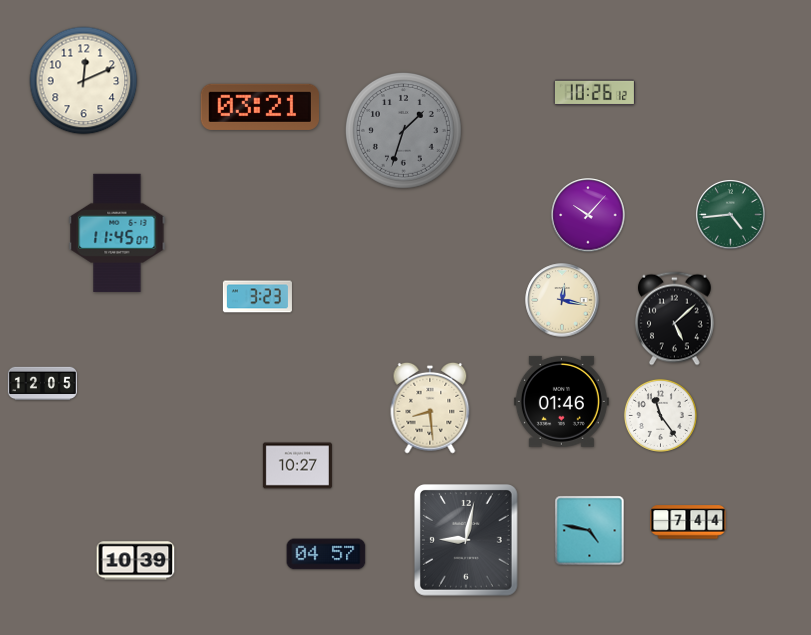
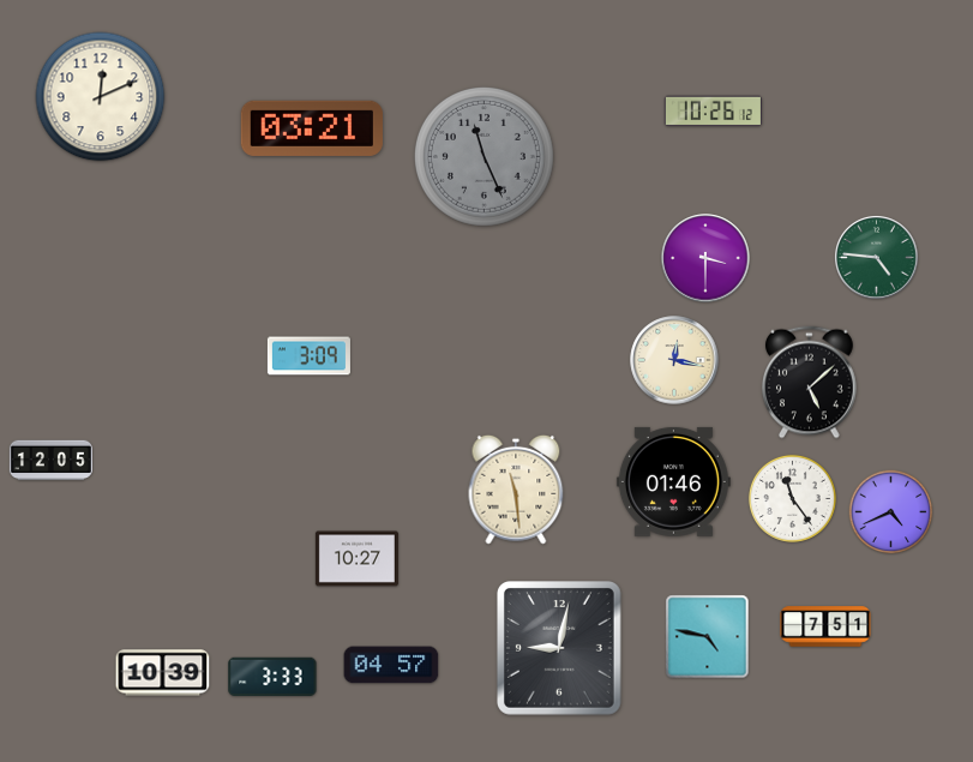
clock at (403, 130): 1:33 -> 11:26
clock at (588, 215): 10:07 -> 3:30
clock at (731, 215): 4:44 -> 4:46
clock at (117, 233): 11:45 -> none
clock at (257, 297): 3:23 -> 3:09
clock at (430, 408): 8:29 -> 11:29
clock at (891, 512): none -> 4:41
clock at (688, 522): 7:44 -> 7:51
clock at (272, 676): none -> 3:33
